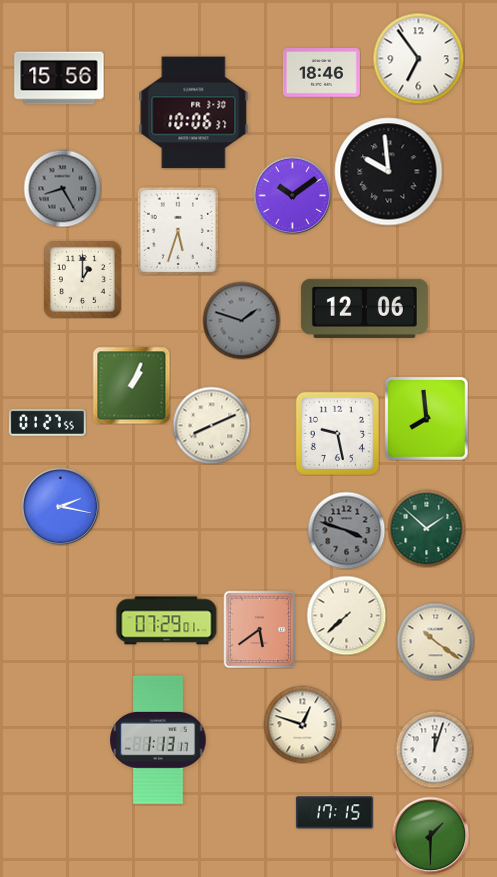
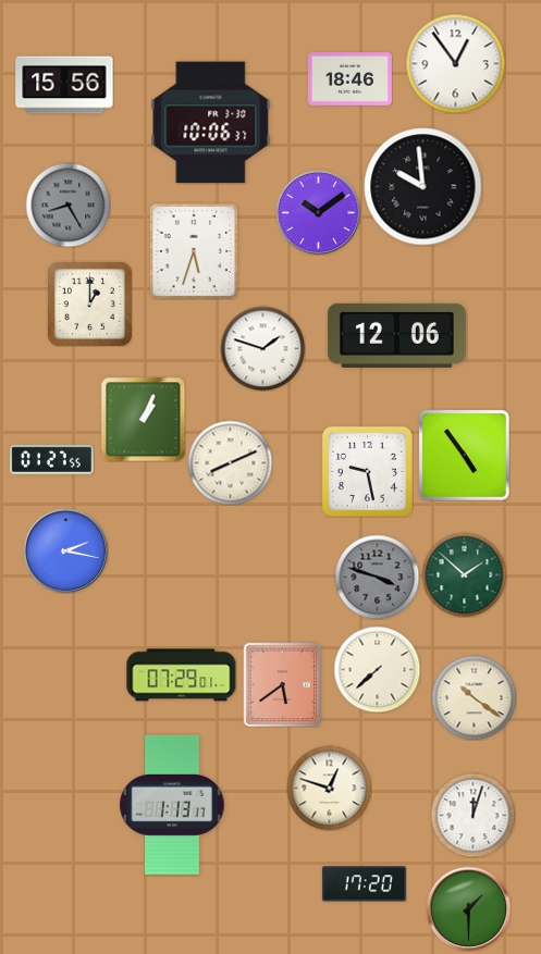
clock at (418, 58): 6:54 -> 12:54
clock at (241, 320) dial: grey -> white
clock at (426, 418): 7:59 -> 4:54
clock at (334, 813): 17:15 -> 17:20
